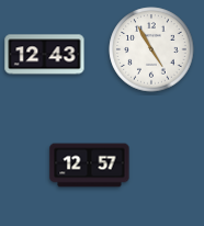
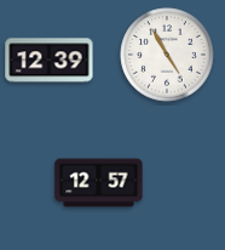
clock at (45, 55): 12:43 -> 12:39
